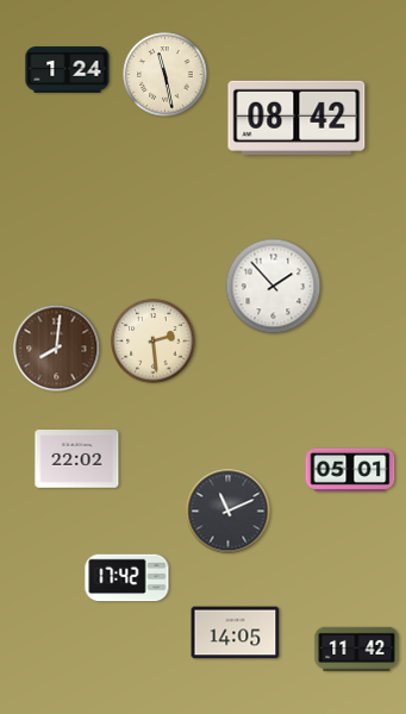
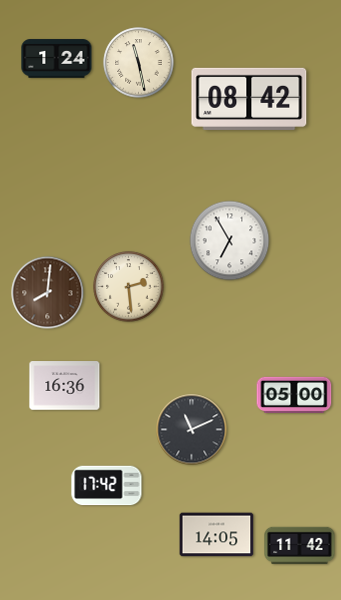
clock at (274, 287): 1:53 -> 6:55
clock at (77, 459): 22:02 -> 16:36
clock at (350, 469): 05:01 -> 05:00
clock at (236, 633) position: (236, 633) -> (217, 535)
